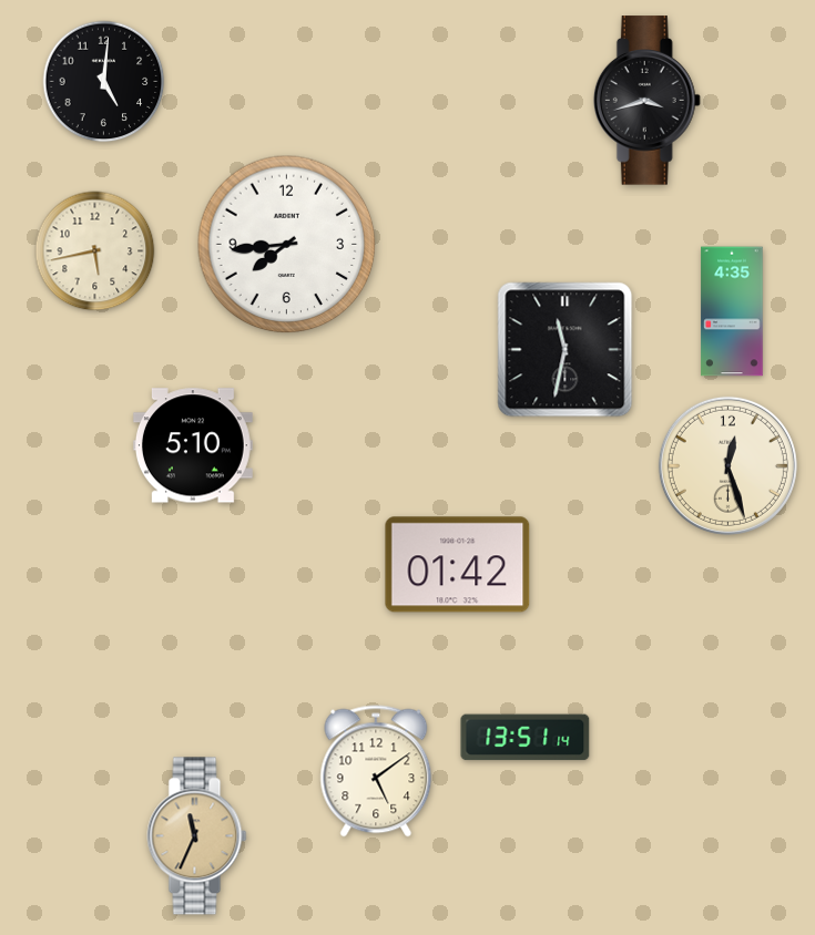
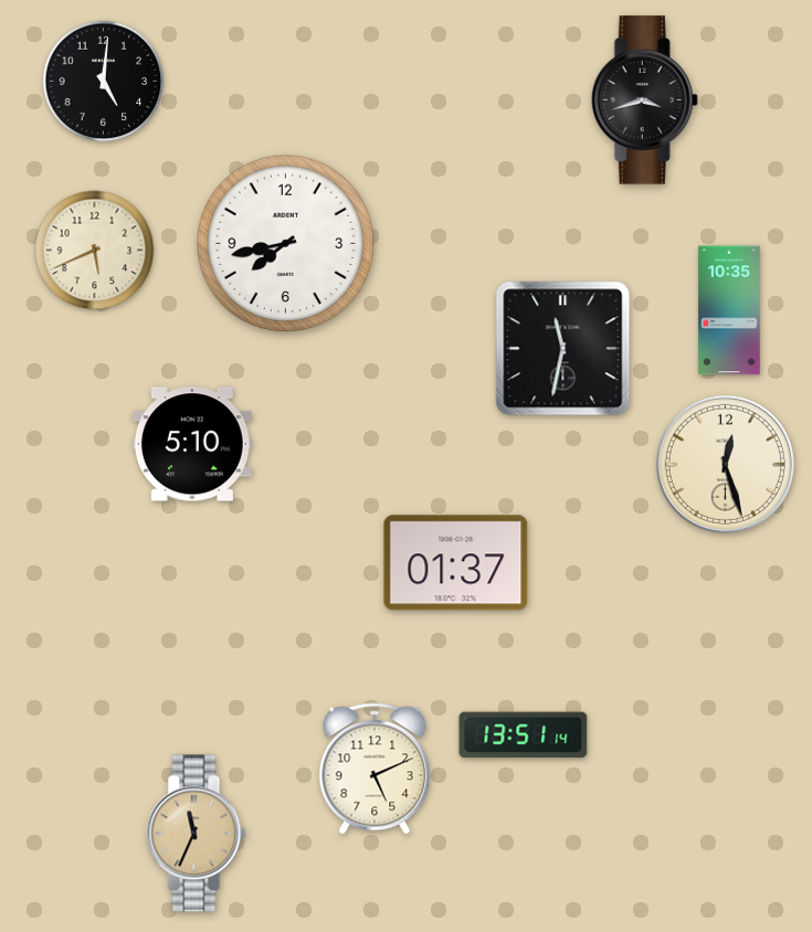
clock at (287, 245): 7:44 -> 7:43
clock at (95, 251): 5:43 -> 5:41
clock at (732, 311): 4:35 -> 10:35
clock at (458, 565): 01:42 -> 01:37
clock at (376, 771): 5:09 -> 5:11
